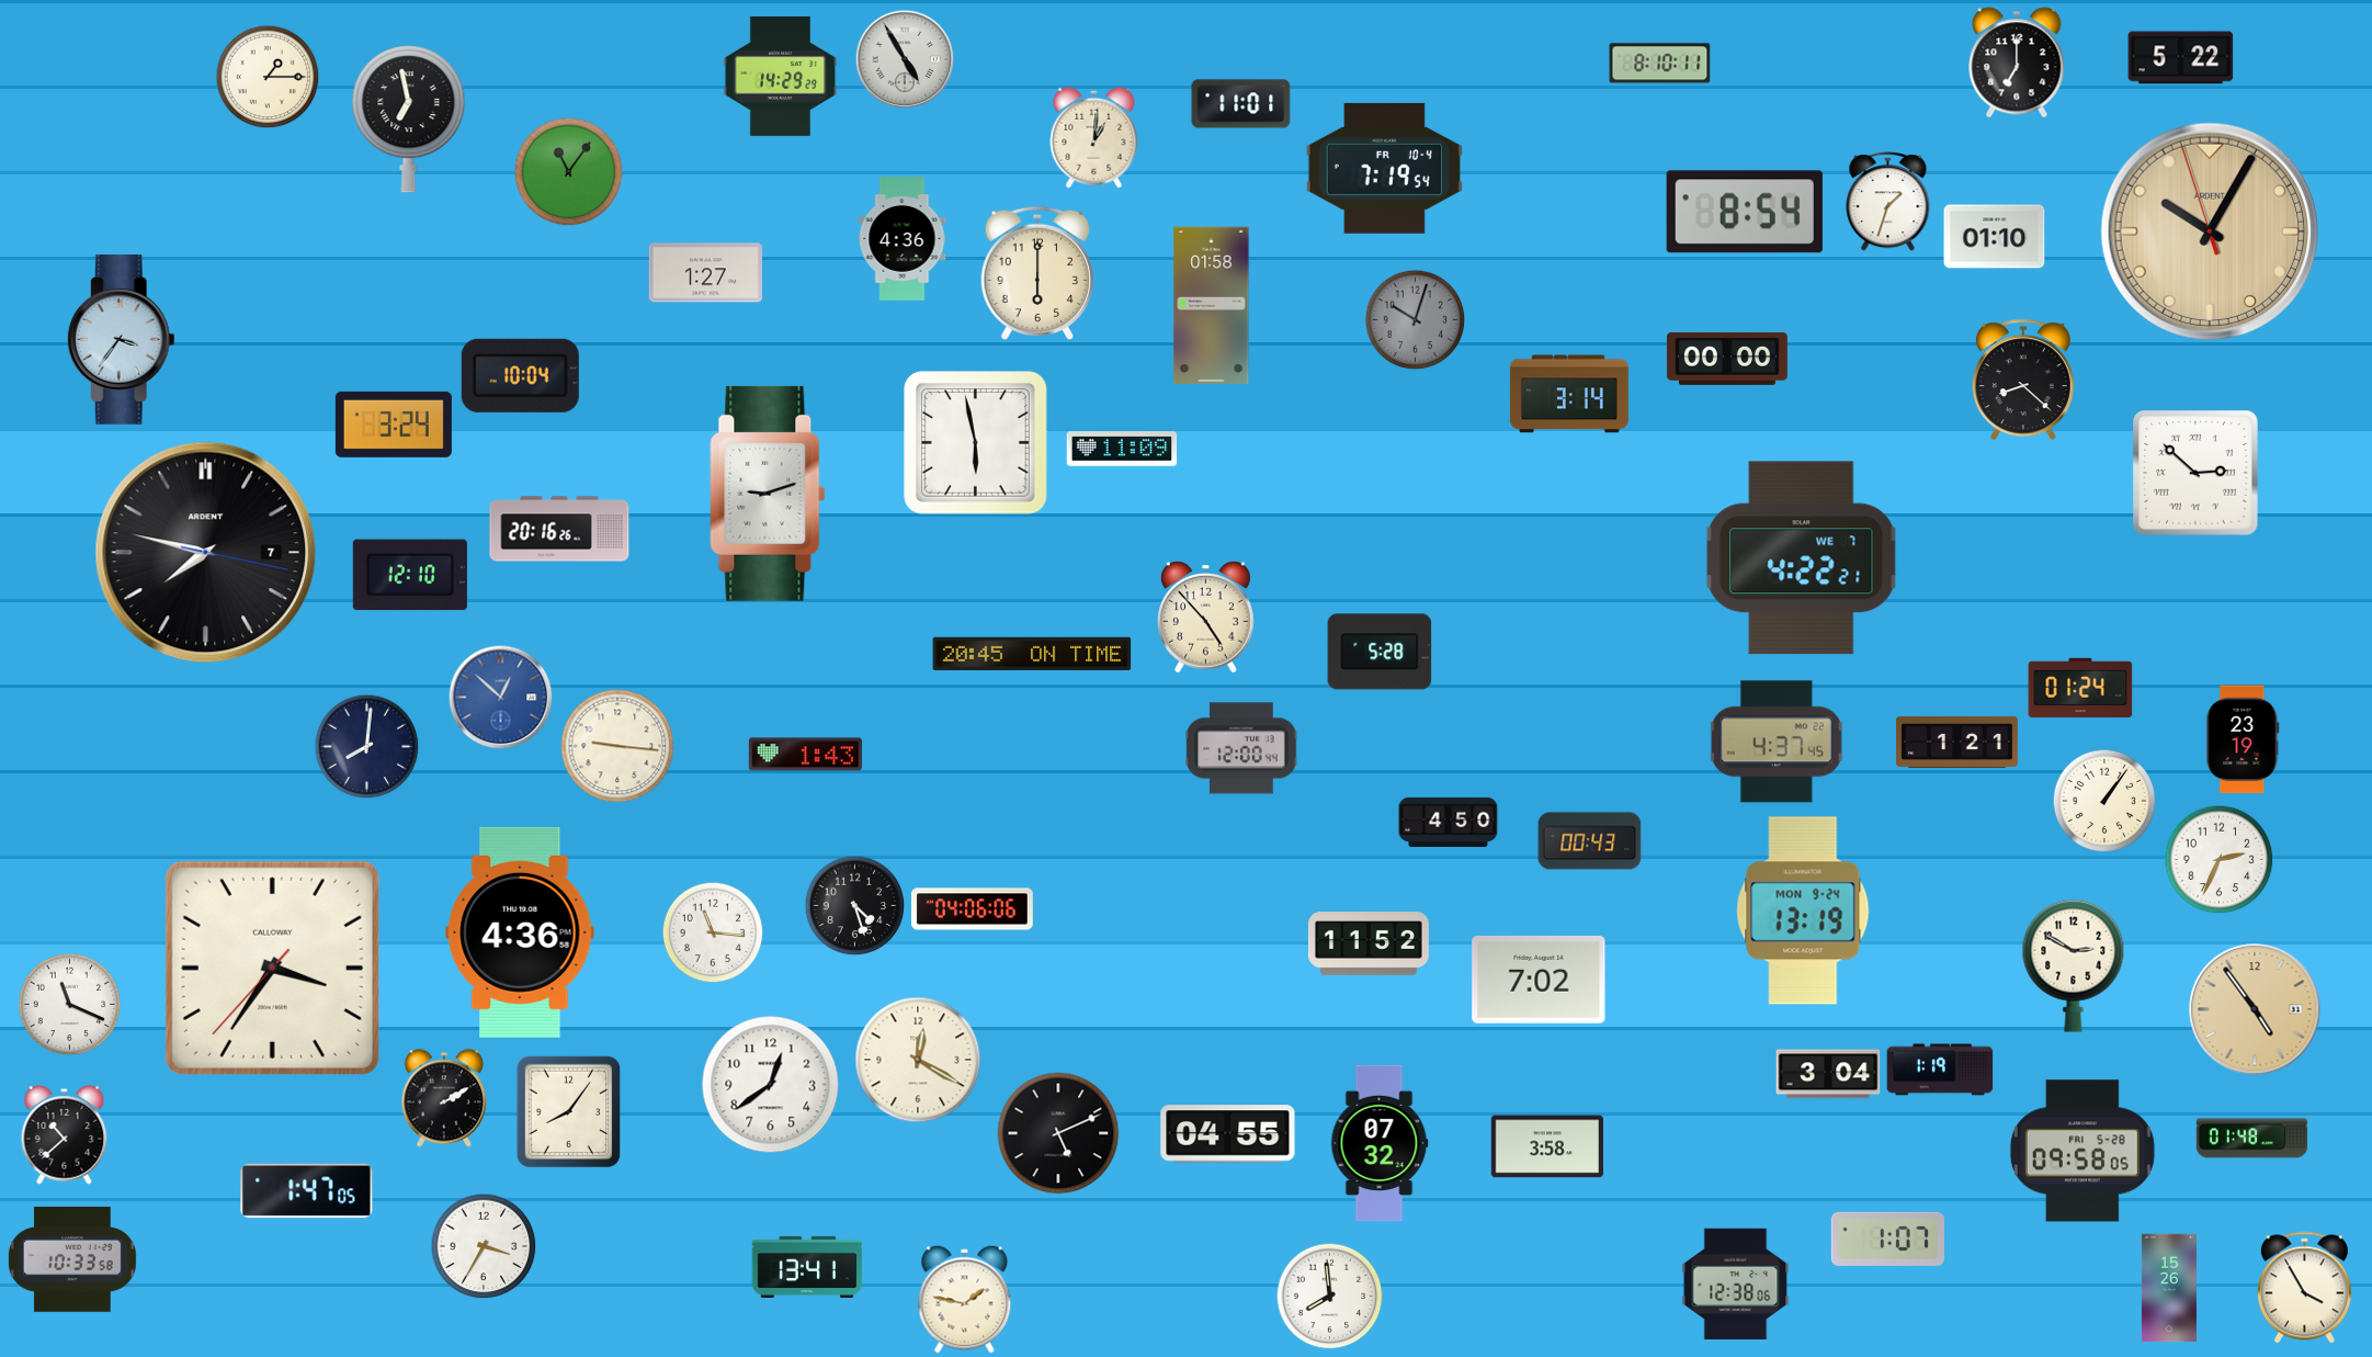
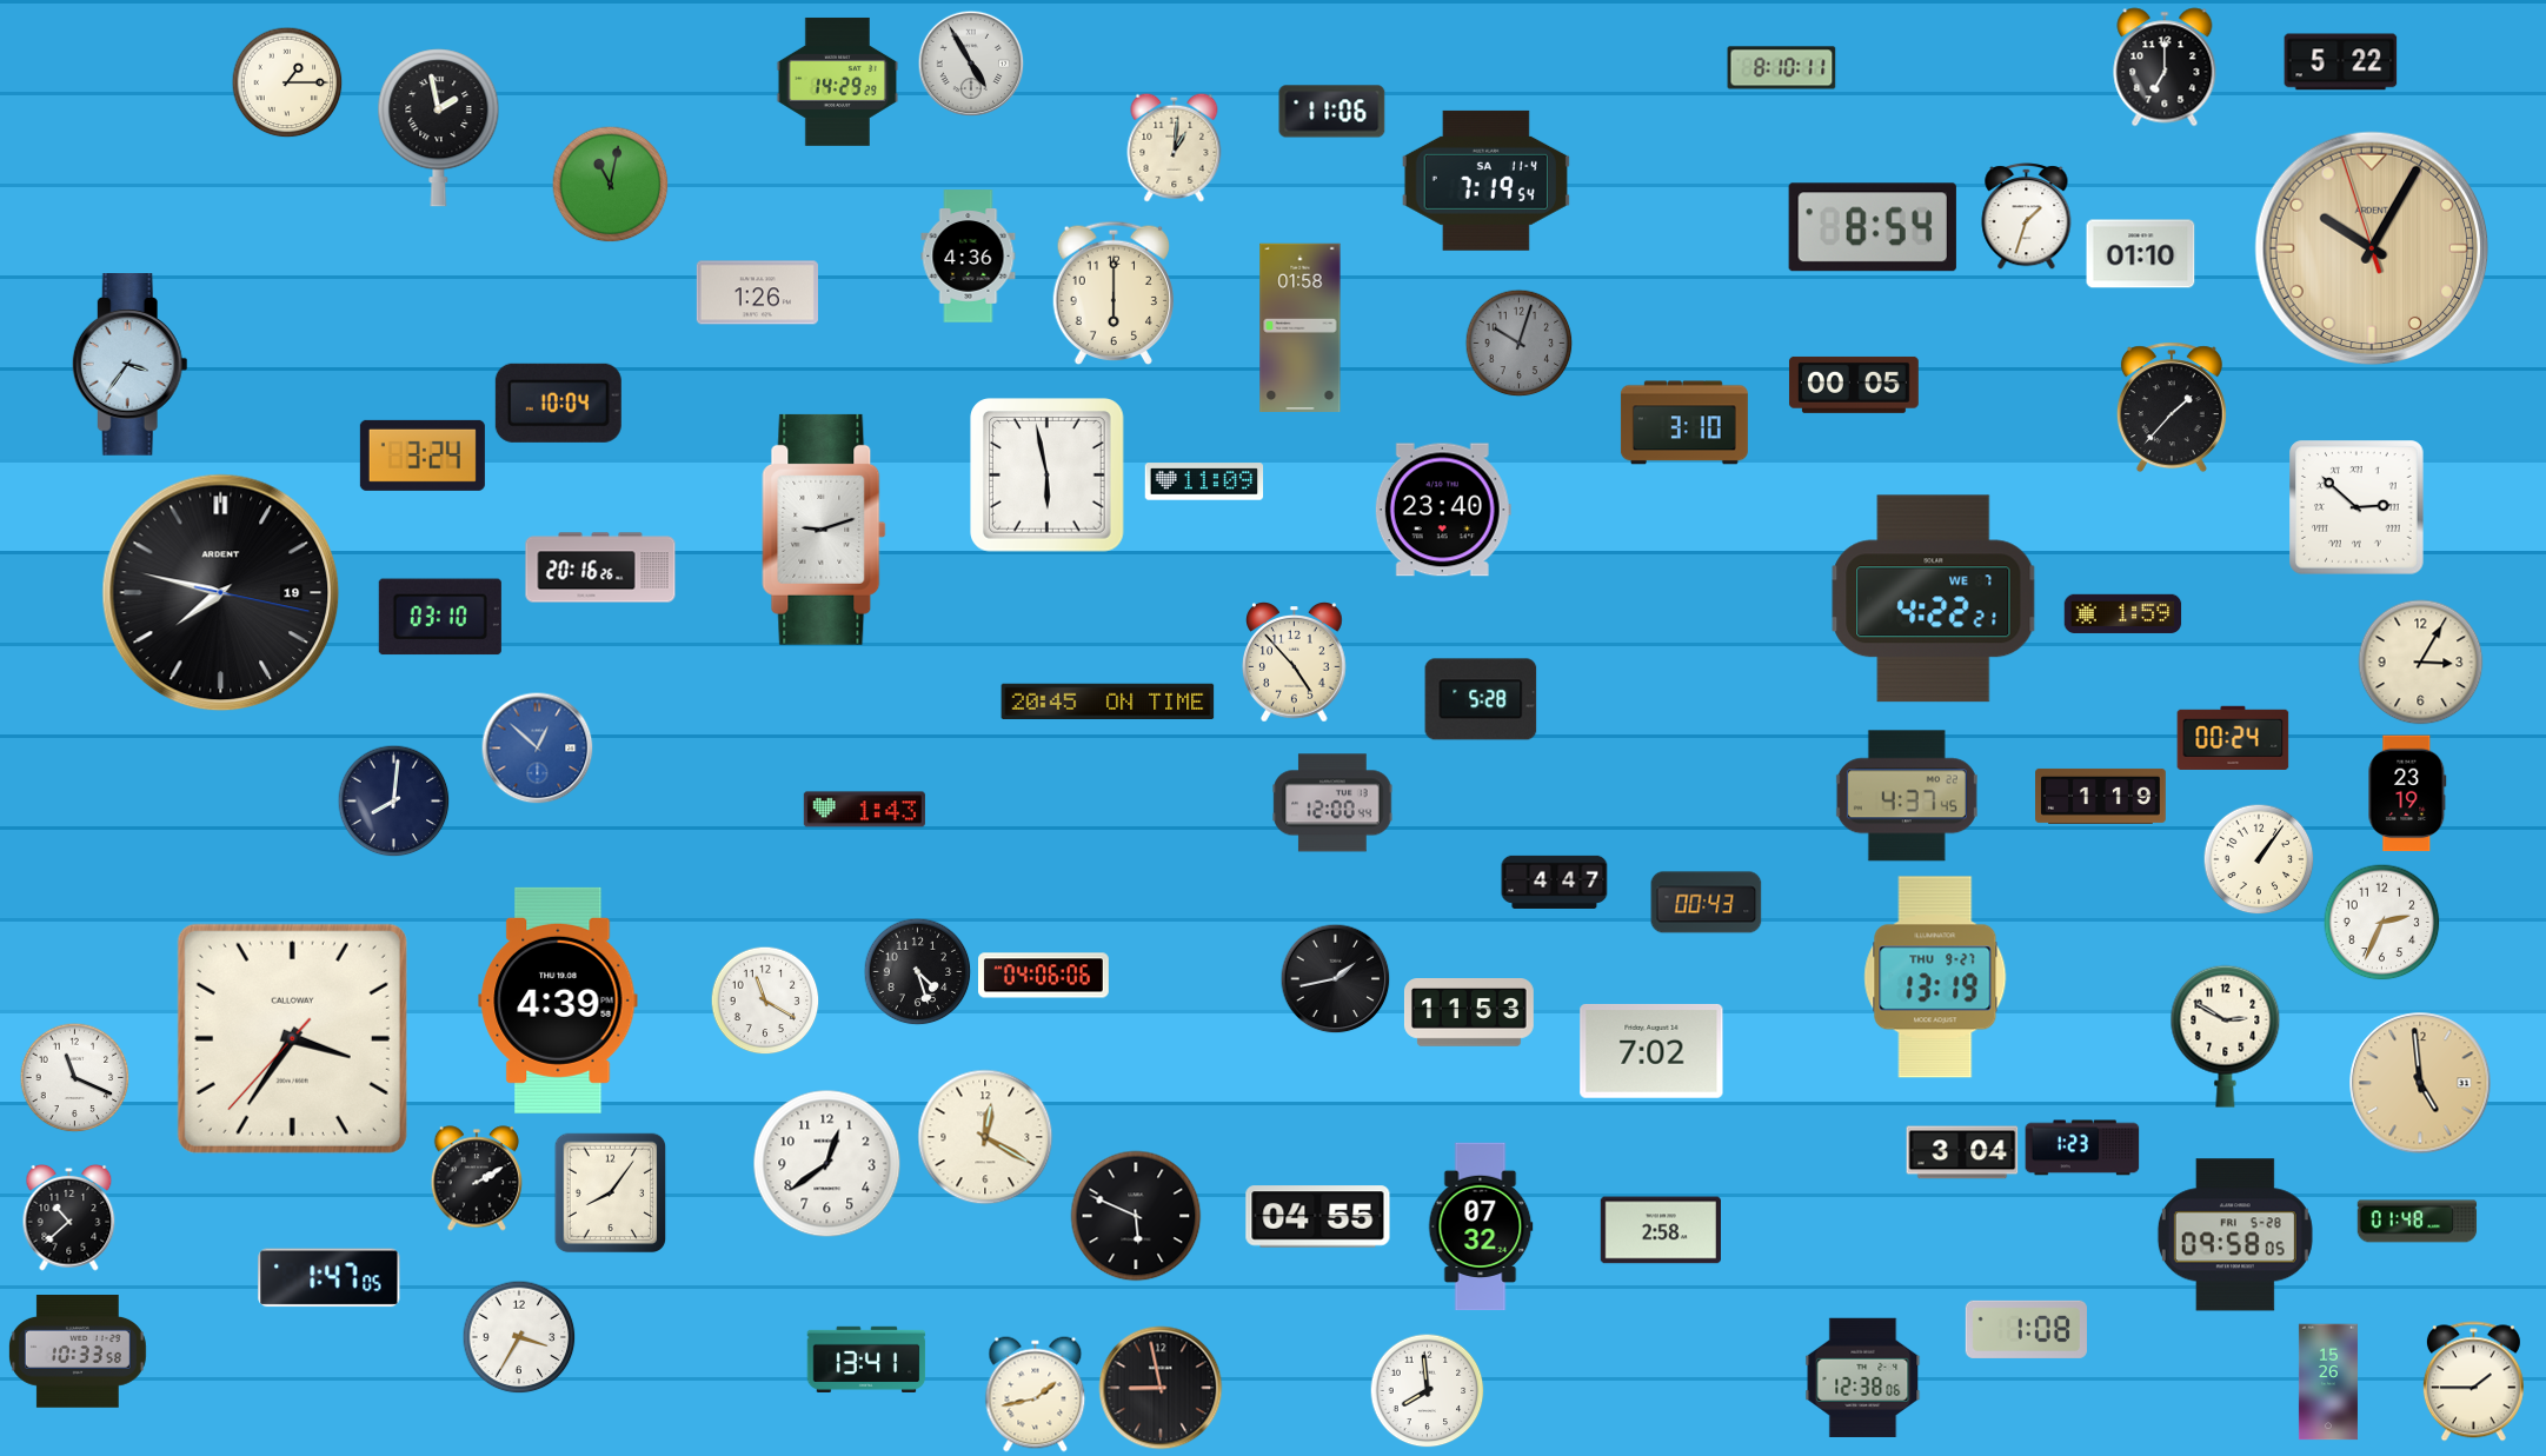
clock at (1241, 104): 11:01 -> 11:06
clock at (409, 120): 6:58 -> 1:58
clock at (1384, 168) date: FR 10-4 -> SA 11-4
clock at (569, 172): 11:06 -> 11:02
clock at (705, 273): 1:27 -> 1:26
clock at (1727, 359): 00:00 -> 00:05
clock at (2023, 380): 8:22 -> 1:37
clock at (1569, 394): 3:14 -> 3:10
clock at (1443, 510): none -> 23:40
clock at (206, 553) date: 7 -> 19
clock at (2123, 613): none -> 1:59
clock at (410, 575): 12:10 -> 03:10
clock at (2421, 663): none -> 3:05
clock at (2080, 688): 01:24 -> 00:24
clock at (1957, 742): 1:21 -> 1:19
clock at (617, 746): 9:16 -> none
clock at (1449, 822): 4:50 -> 4:47
clock at (1803, 911) date: MON 9-24 -> THU 9-27
clock at (1335, 978): none -> 1:43
clock at (520, 932): 4:36 -> 4:39
clock at (713, 932): 11:16 -> 11:20
clock at (1369, 945): 11:52 -> 11:53
clock at (2255, 1009): 4:54 -> 4:59
clock at (1940, 1070): 1:19 -> 1:23
clock at (1058, 1133): 5:11 -> 5:49
clock at (1547, 1146): 3:58 -> 2:58
clock at (1887, 1239): 1:07 -> 1:08
clock at (2304, 1288): 3:55 -> 1:45
clock at (1161, 1388): none -> 8:58
clock at (965, 1300): 1:47 -> 1:43
